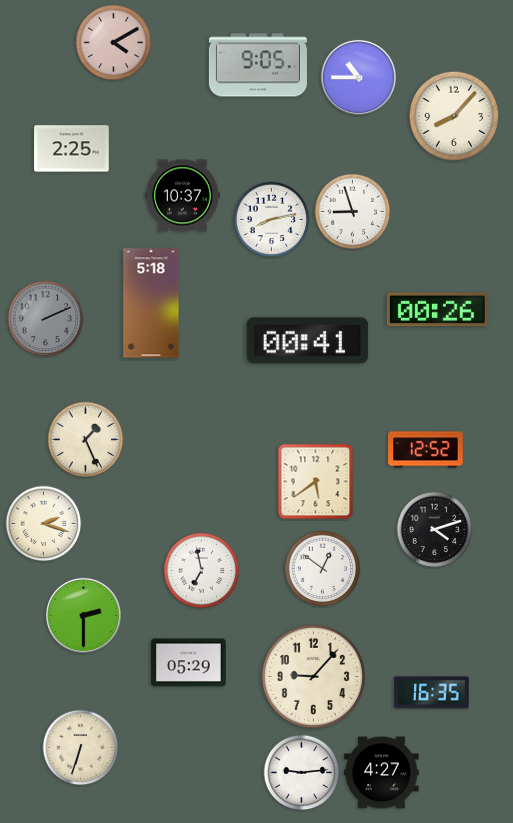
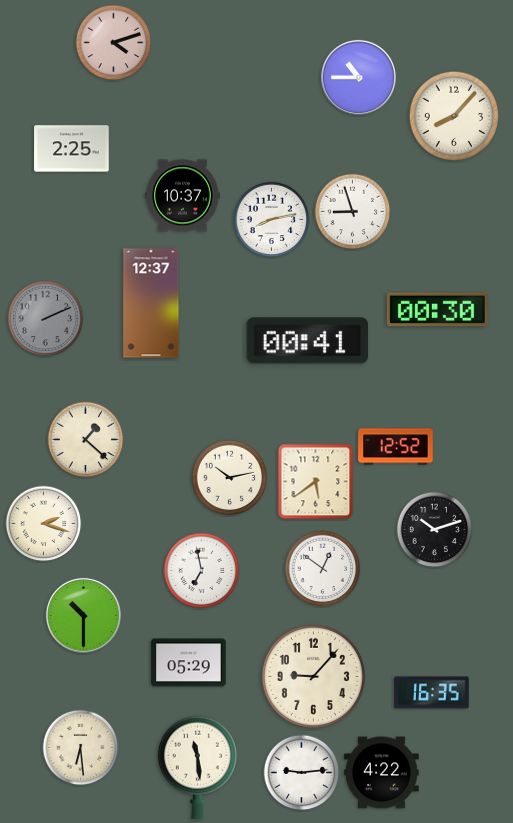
clock at (114, 43): 4:10 -> 4:12
clock at (258, 65): 9:05 -> none
clock at (151, 303): 5:18 -> 12:37
clock at (437, 310): 00:26 -> 00:30
clock at (86, 440): 1:26 -> 1:22
clock at (426, 450) position: (426, 450) -> (396, 447)
clock at (230, 478): none -> 10:13
clock at (435, 530): 4:12 -> 10:12
clock at (83, 615): 2:30 -> 10:30
clock at (81, 748): 6:33 -> 6:29
clock at (197, 767): none -> 11:29
clock at (382, 773): 4:27 -> 4:22
